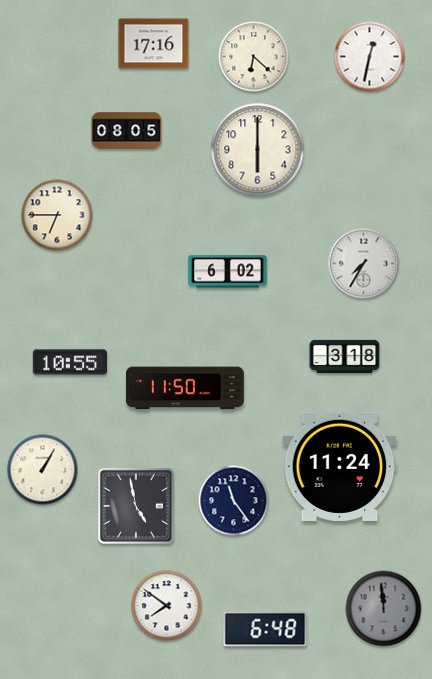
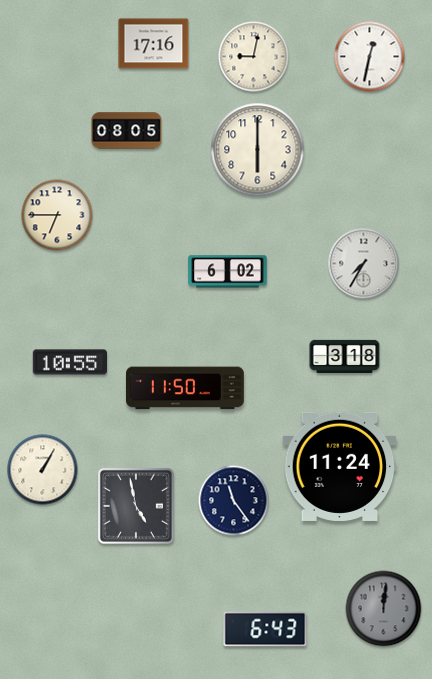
clock at (254, 57): 6:22 -> 9:02
clock at (167, 606): 7:51 -> none
clock at (384, 609): 11:59 -> 12:01
clock at (265, 629): 6:48 -> 6:43
